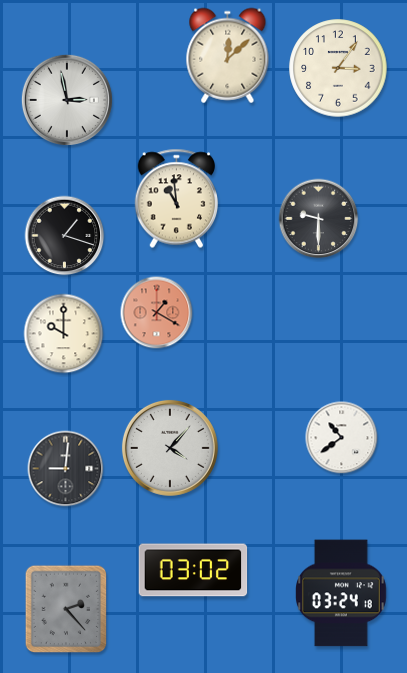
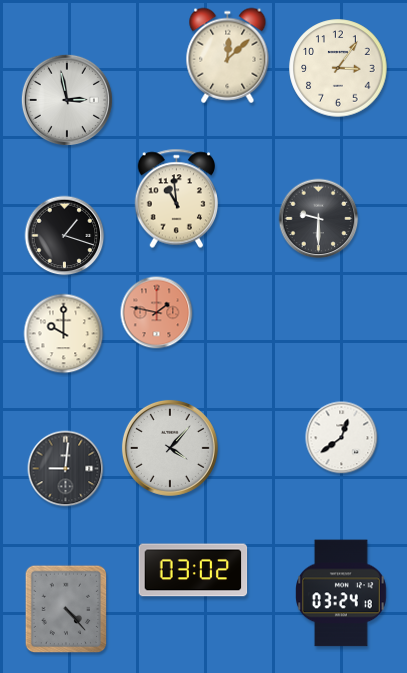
clock at (157, 313): 1:20 -> 1:47
clock at (342, 438): 10:39 -> 12:39
clock at (66, 609): 2:23 -> 4:23
